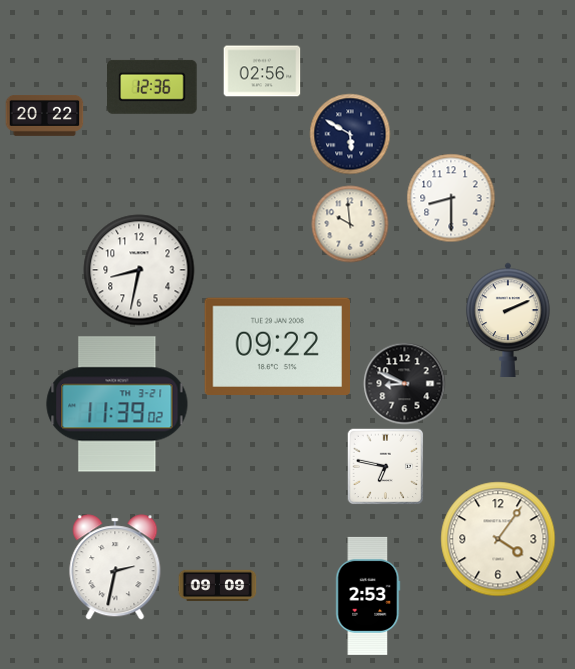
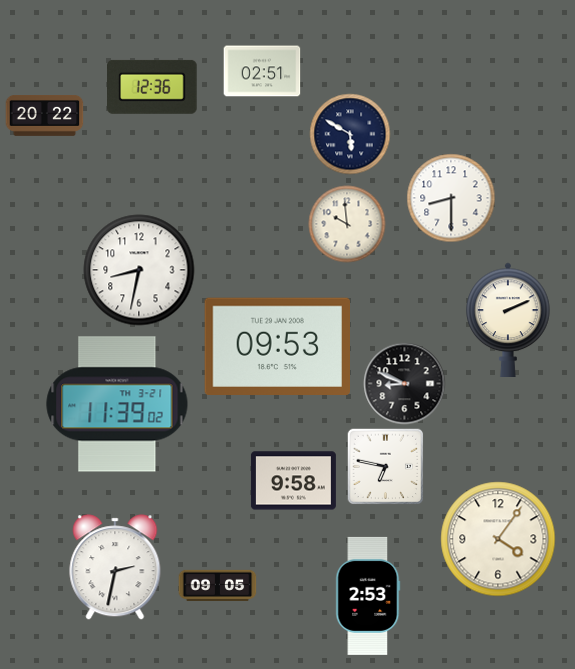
clock at (262, 71): 02:56 -> 02:51
clock at (350, 224) position: (350, 224) -> (347, 224)
clock at (278, 347): 09:22 -> 09:53
clock at (293, 481): none -> 9:58
clock at (218, 585): 09:09 -> 09:05
